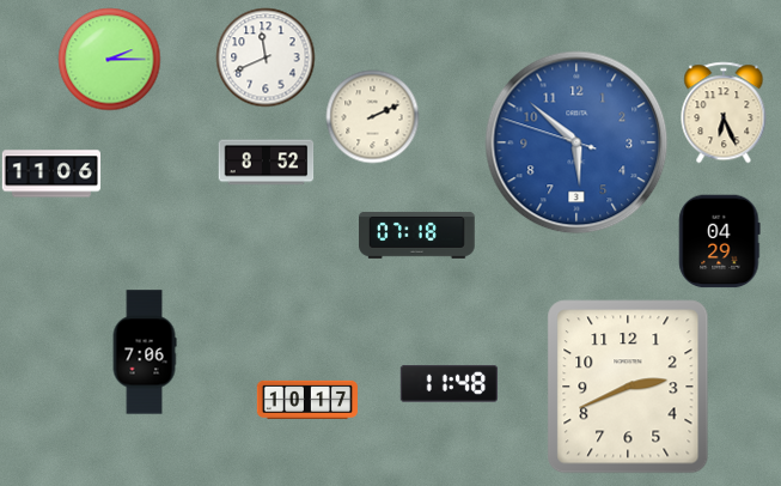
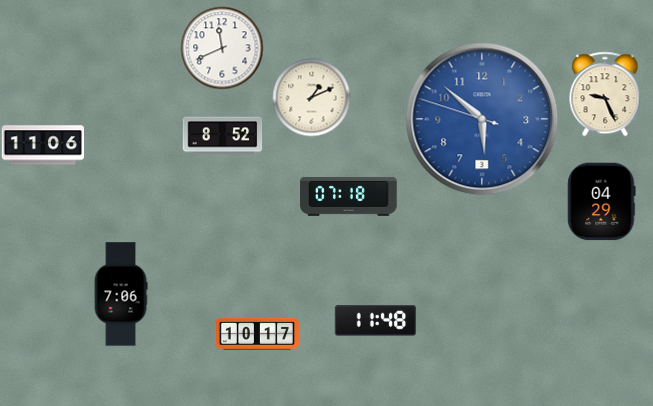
clock at (109, 59): 2:15 -> none
clock at (724, 113): 6:26 -> 9:26
clock at (372, 116): 2:11 -> 1:11
clock at (628, 387): 2:41 -> none
